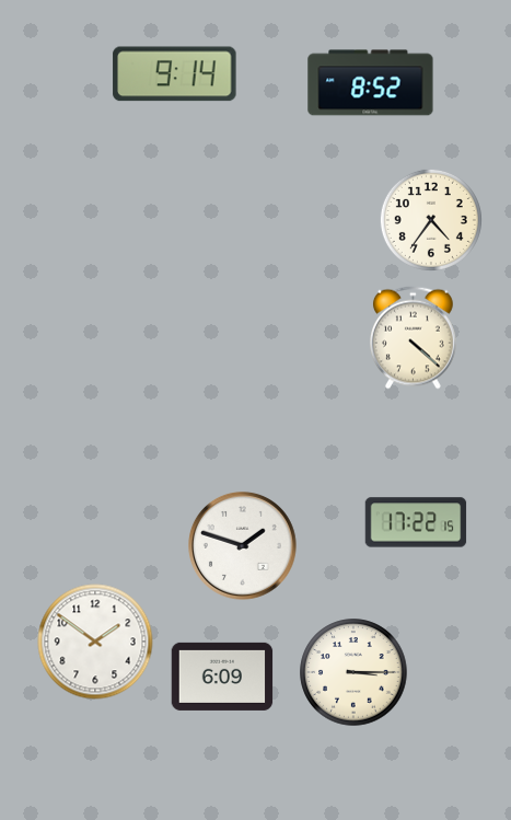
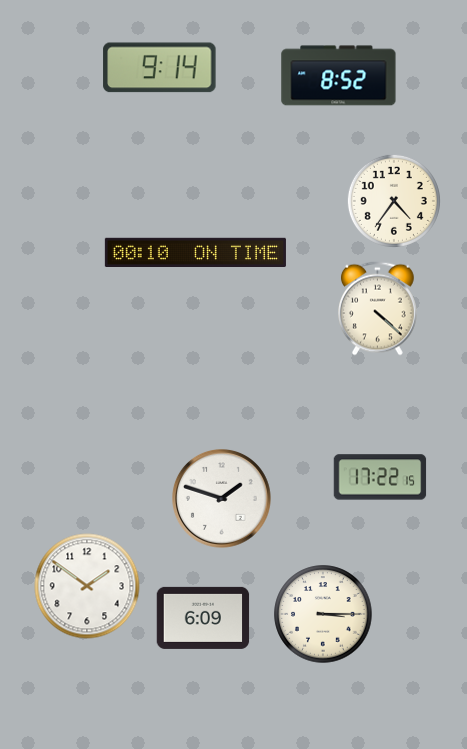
clock at (195, 252): none -> 00:10
